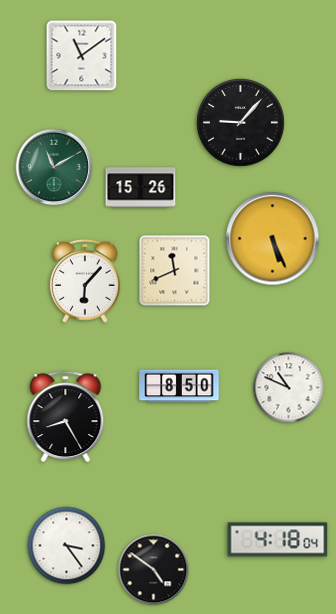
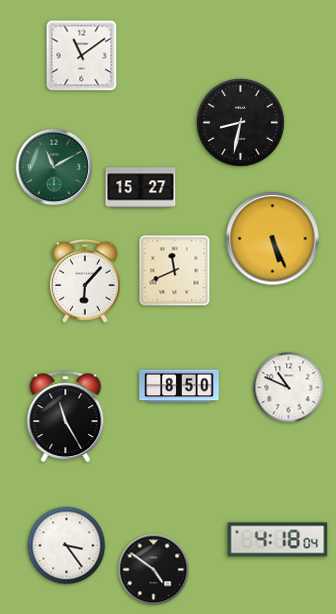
clock at (241, 123): 9:07 -> 8:32
clock at (141, 188): 15:26 -> 15:27
clock at (66, 416): 8:25 -> 11:25
